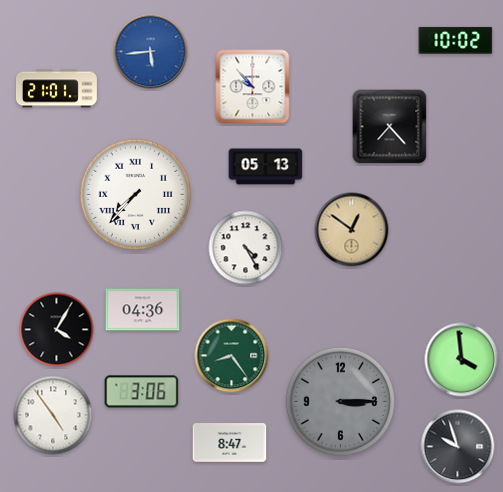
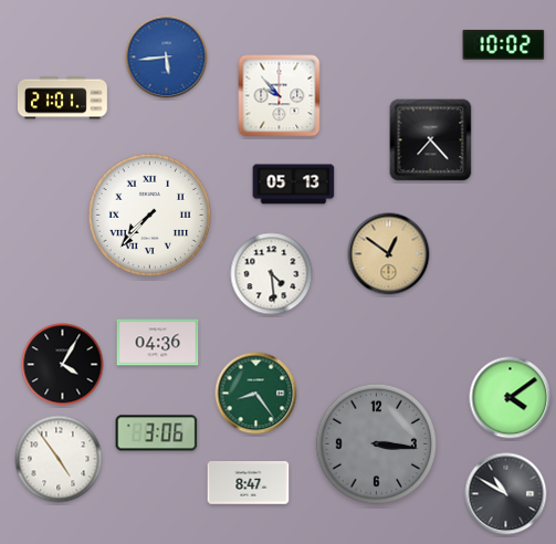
clock at (246, 248): 4:25 -> 4:29
clock at (462, 360): 3:59 -> 4:09
clock at (340, 401): 3:15 -> 3:16
clock at (230, 443) position: (230, 443) -> (249, 483)
clock at (458, 447): 9:57 -> 10:50
